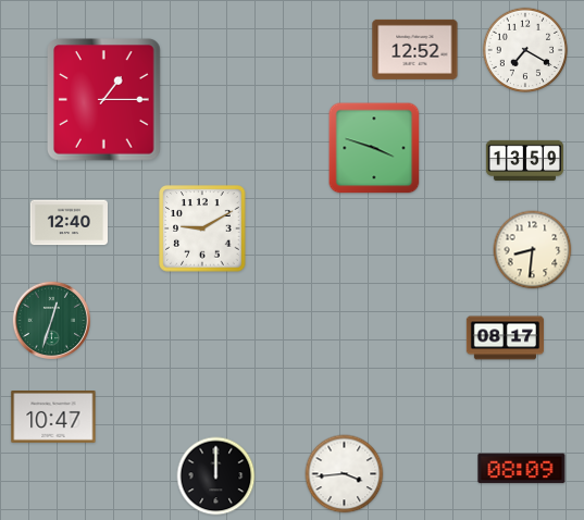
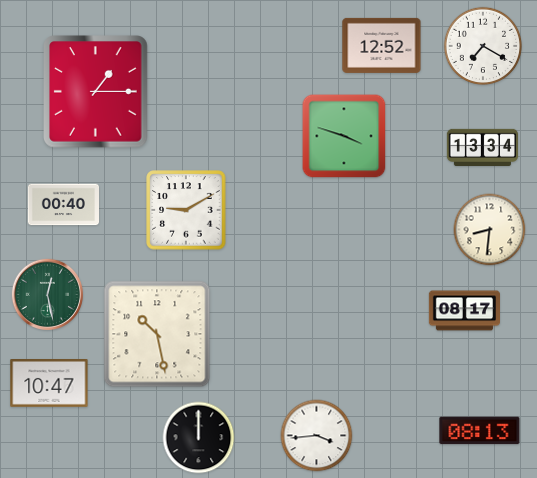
clock at (524, 160): 13:59 -> 13:34
clock at (69, 223): 12:40 -> 00:40
clock at (51, 320): 12:33 -> 12:28
clock at (157, 334): none -> 10:28
clock at (522, 469): 08:09 -> 08:13
